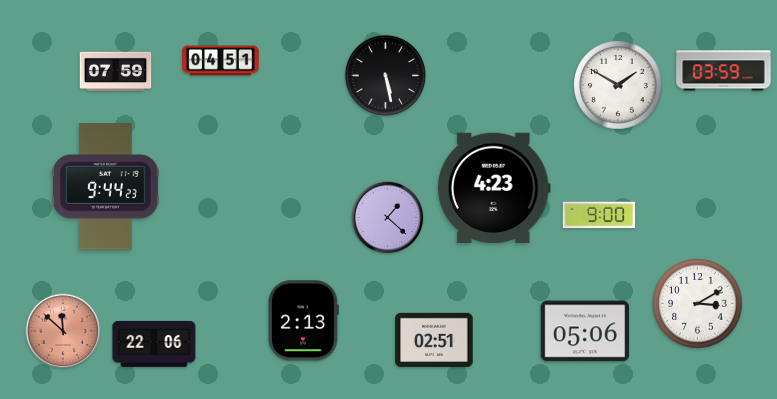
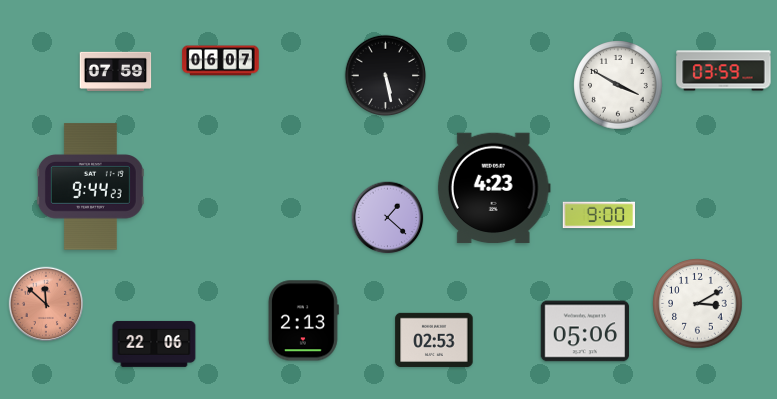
clock at (221, 61): 04:51 -> 06:07
clock at (618, 85): 1:50 -> 3:50
clock at (105, 187) position: (105, 187) -> (90, 187)
clock at (63, 331) position: (63, 331) -> (46, 304)
clock at (434, 340): 02:51 -> 02:53
